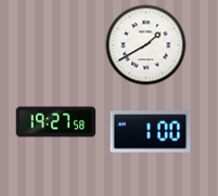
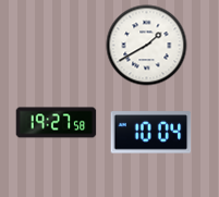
clock at (151, 132): 1:00 -> 10:04
